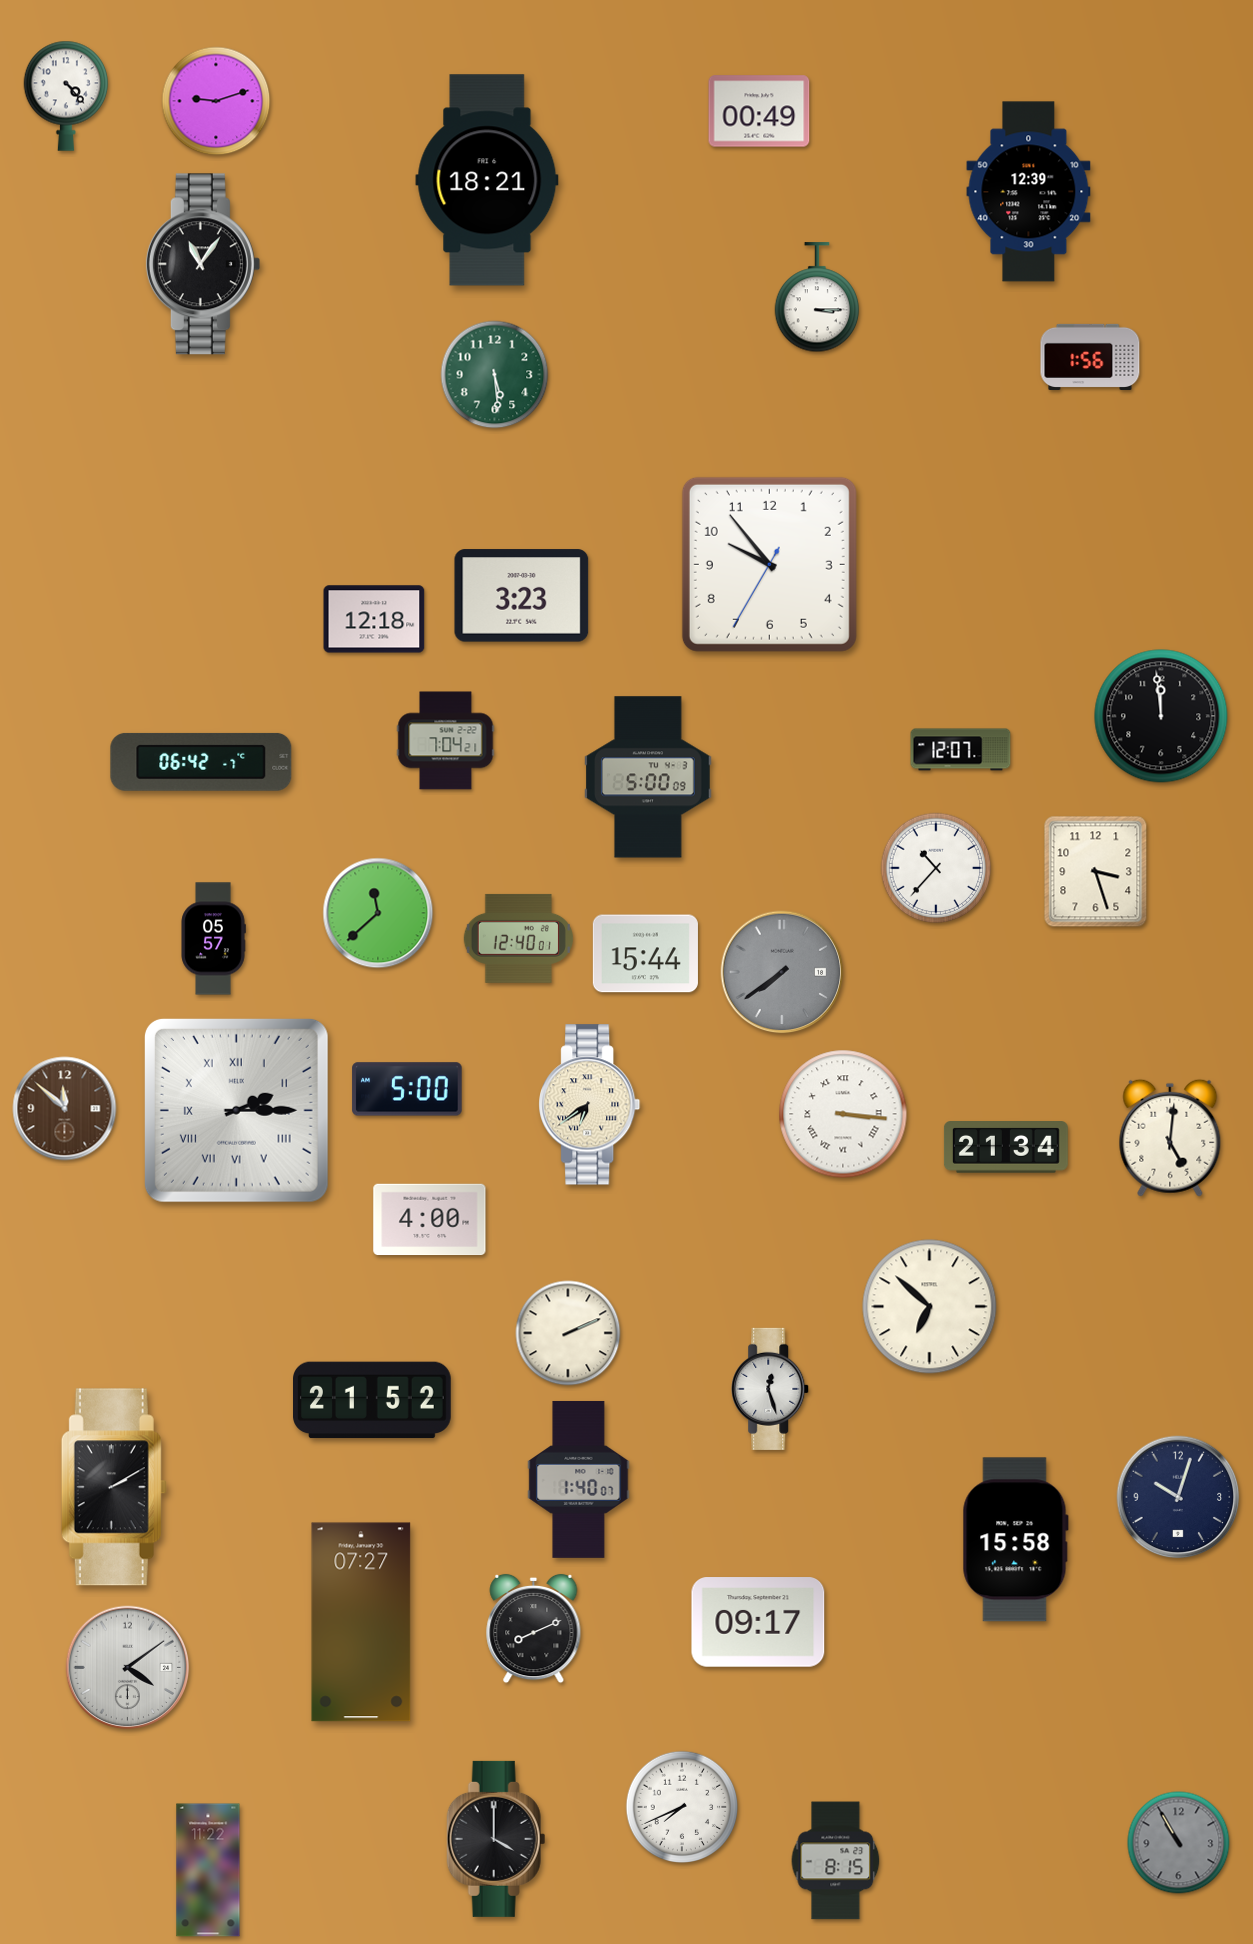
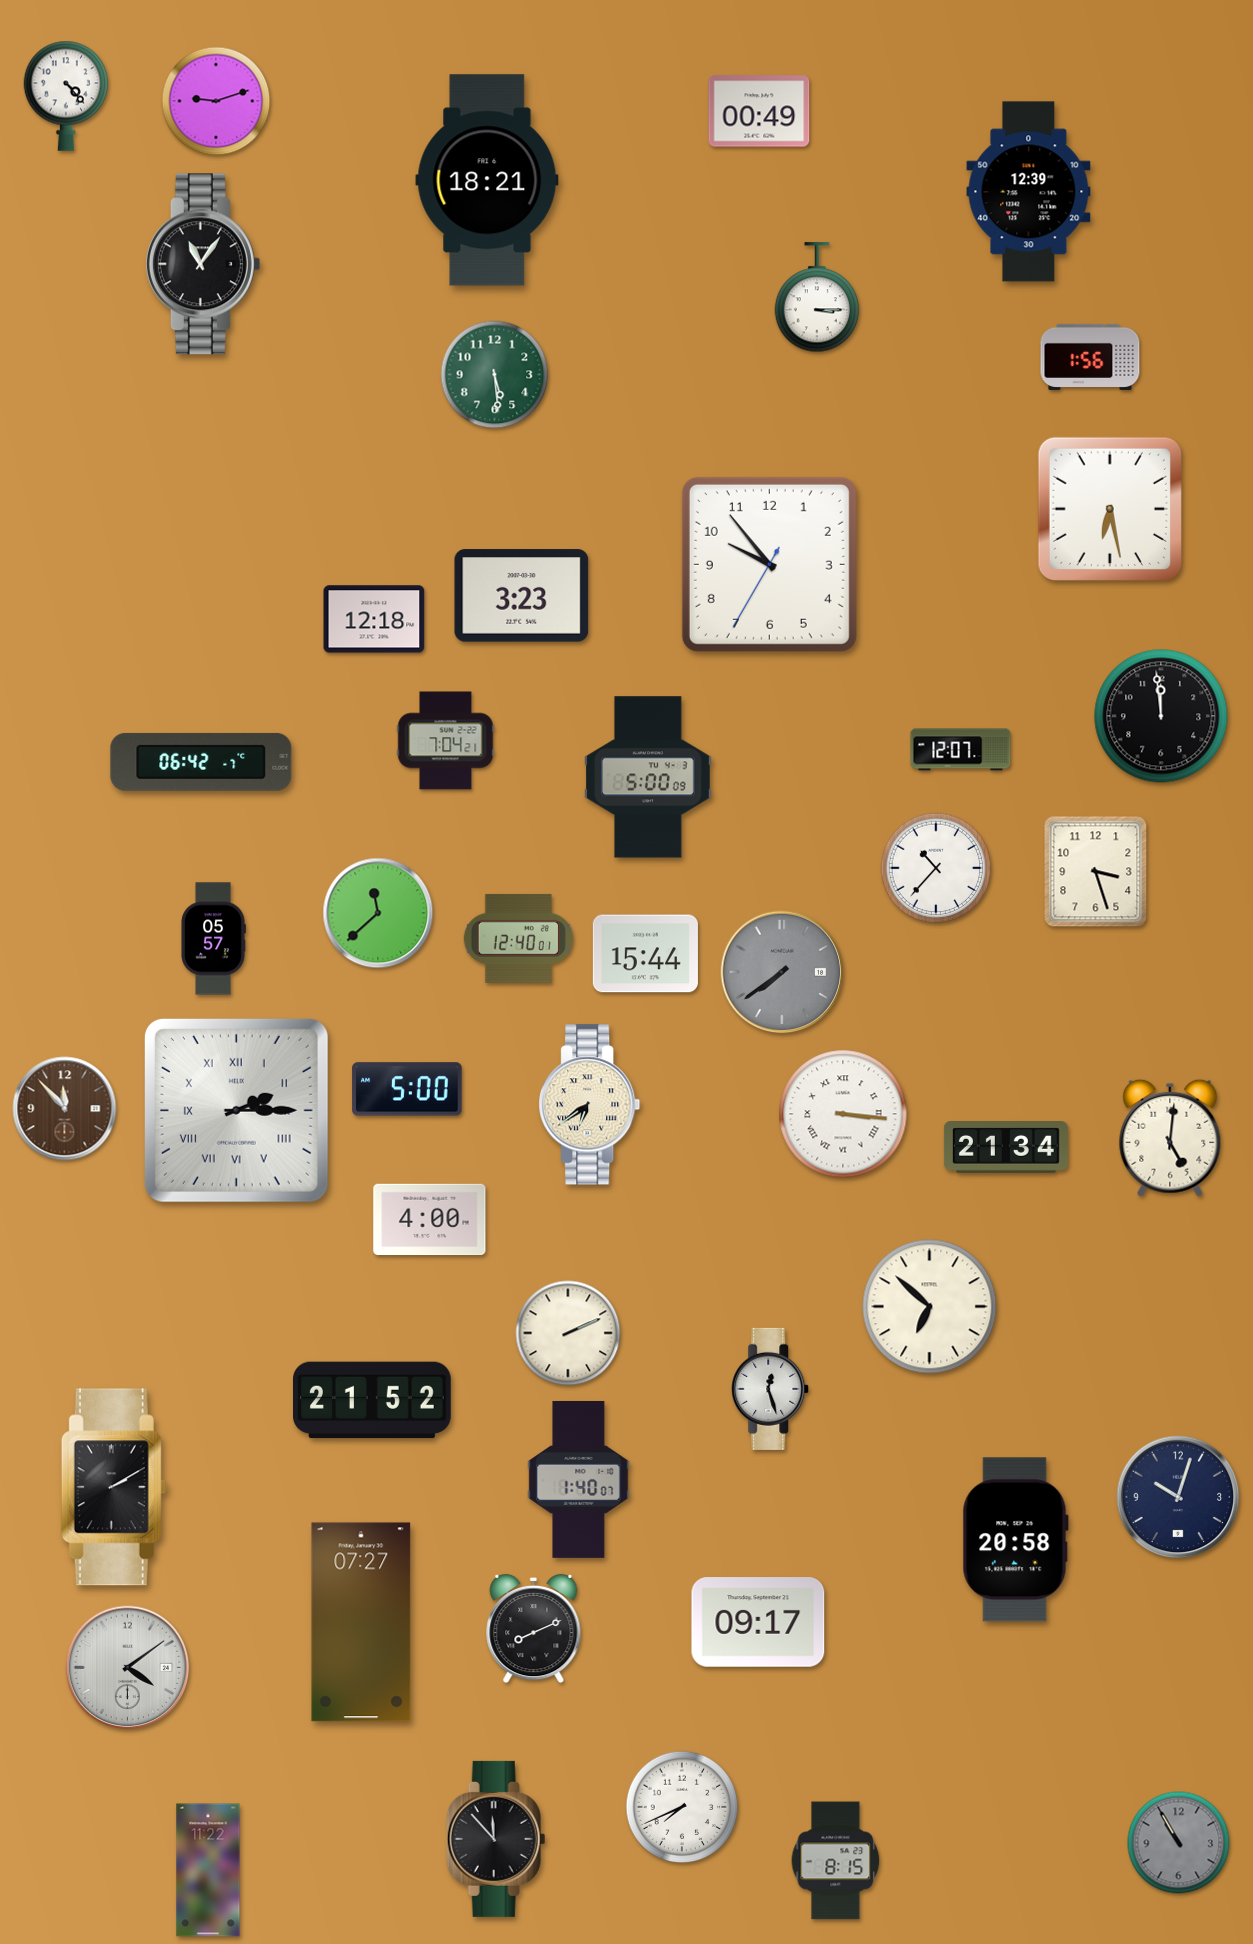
clock at (1110, 509): none -> 6:28
clock at (65, 1109): 11:52 -> 11:53
clock at (1015, 1540): 15:58 -> 20:58
clock at (496, 1839): 4:00 -> 11:53
